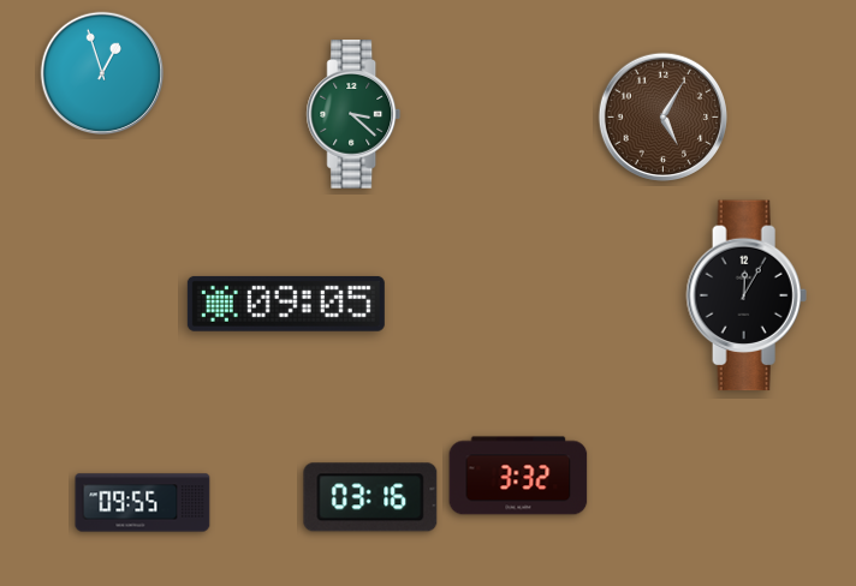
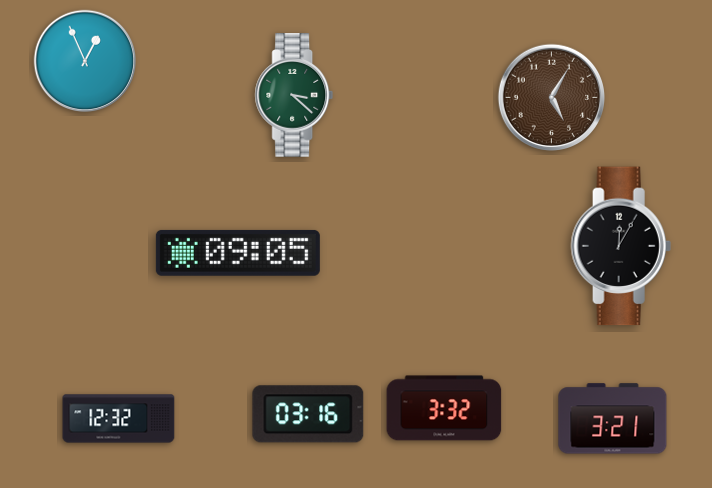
clock at (102, 73): 12:57 -> 12:56
clock at (518, 476) position: (518, 476) -> (444, 408)
clock at (143, 503): 09:55 -> 12:32
clock at (613, 419): none -> 3:21
